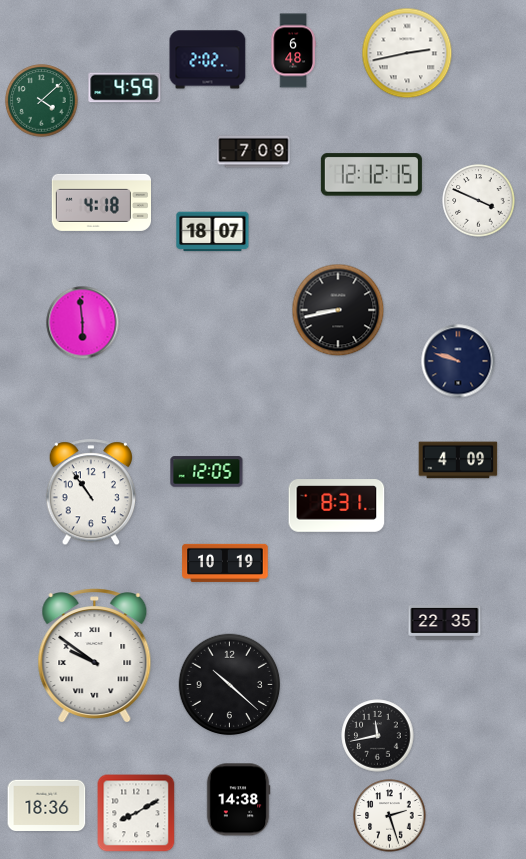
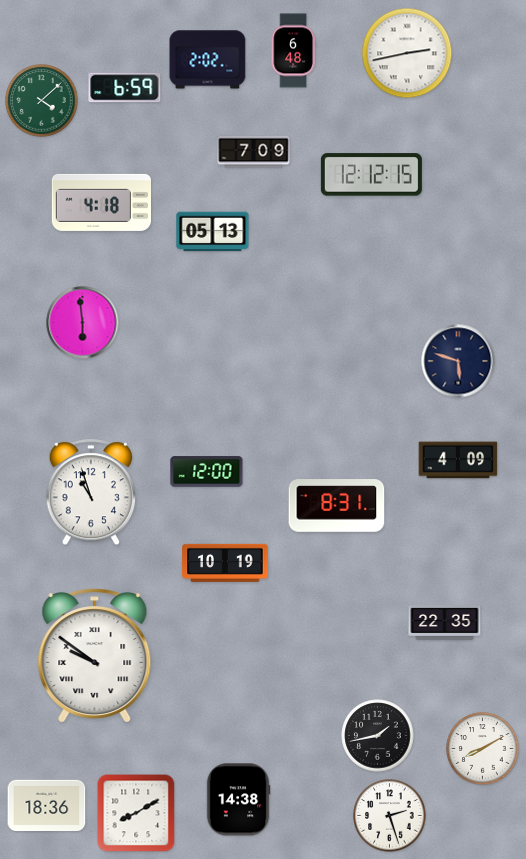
clock at (125, 88): 4:59 -> 6:59
clock at (479, 201): 3:49 -> none
clock at (213, 232): 18:07 -> 05:13
clock at (338, 310): 8:43 -> none
clock at (458, 361): 9:48 -> 5:48
clock at (207, 472): 12:05 -> 12:00
clock at (90, 493): 10:54 -> 10:57
clock at (230, 685): 10:22 -> none
clock at (378, 736): 11:43 -> 1:43
clock at (483, 749): none -> 8:10
